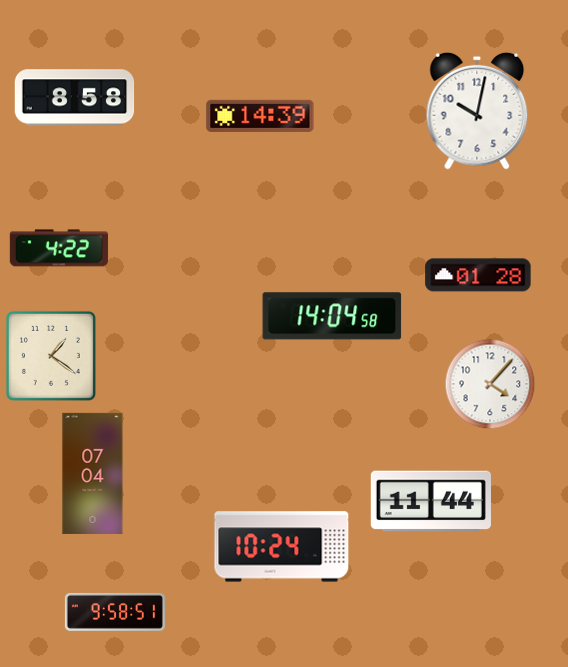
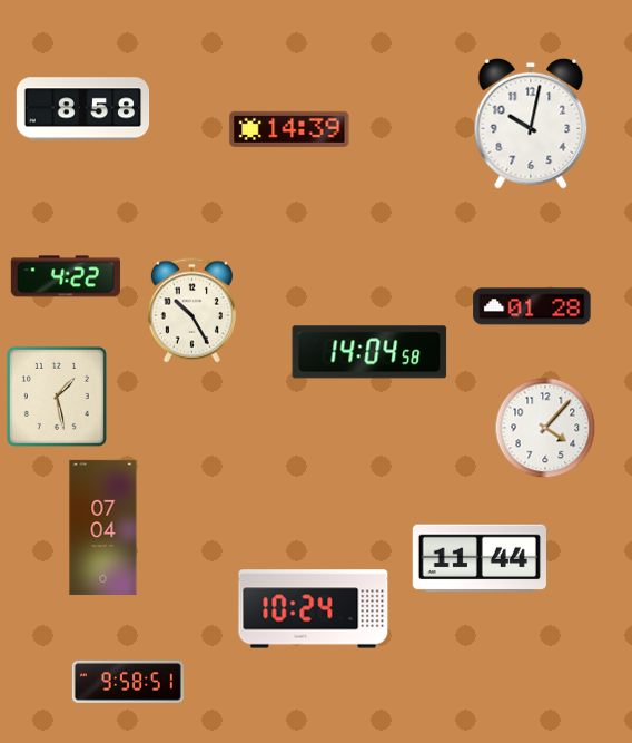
clock at (191, 311): none -> 10:25
clock at (51, 356): 1:21 -> 1:28
